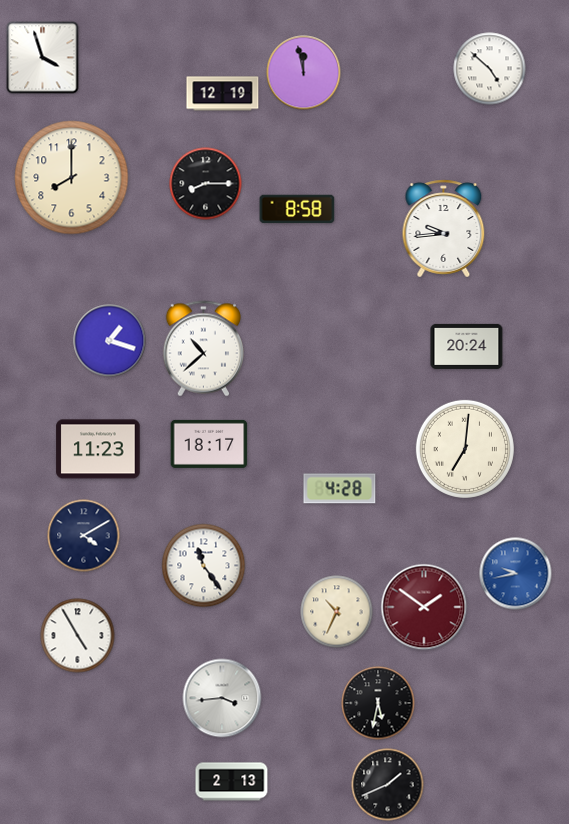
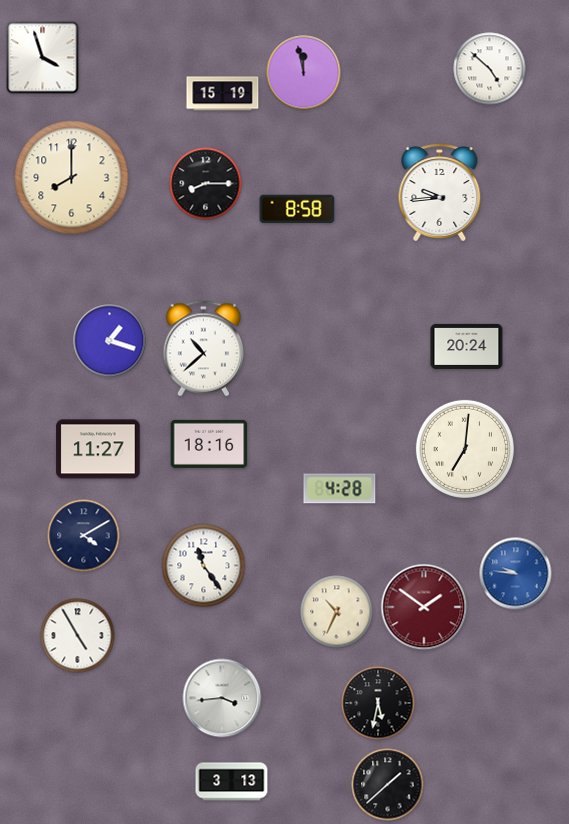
clock at (223, 94): 12:19 -> 15:19
clock at (444, 229) position: (444, 229) -> (440, 193)
clock at (209, 444): 18:17 -> 18:16
clock at (98, 449): 11:23 -> 11:27
clock at (516, 574): 9:43 -> 9:46
clock at (232, 782): 2:13 -> 3:13
clock at (388, 785): 1:41 -> 1:38
